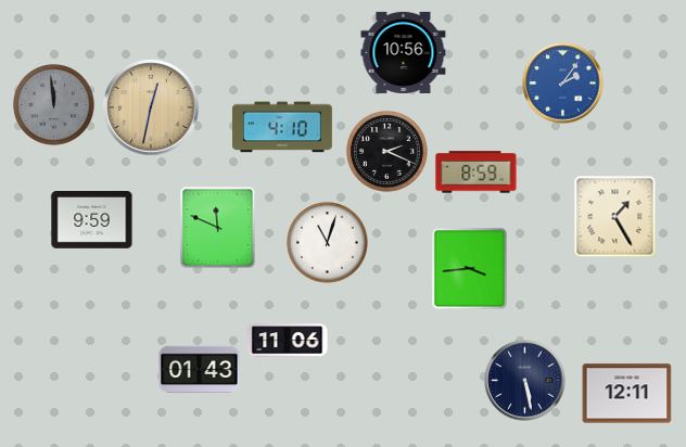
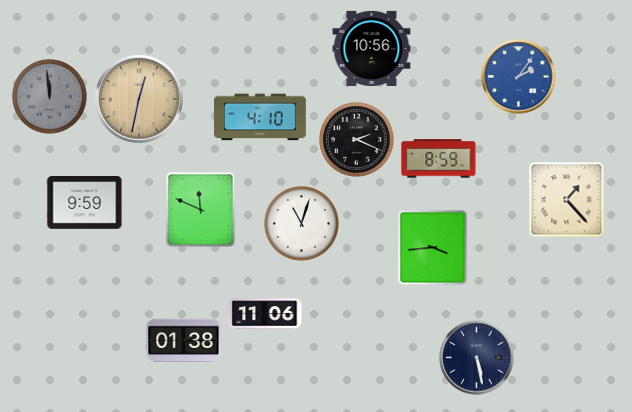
clock at (615, 217): 1:25 -> 1:23
clock at (200, 369): 01:43 -> 01:38
clock at (525, 381) position: (525, 381) -> (477, 358)
clock at (627, 394): 12:11 -> none
